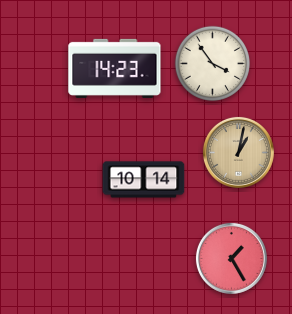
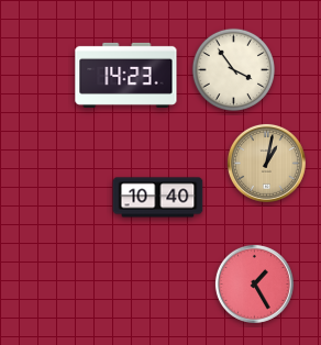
clock at (238, 152) position: (238, 152) -> (266, 163)
clock at (144, 180): 10:14 -> 10:40
